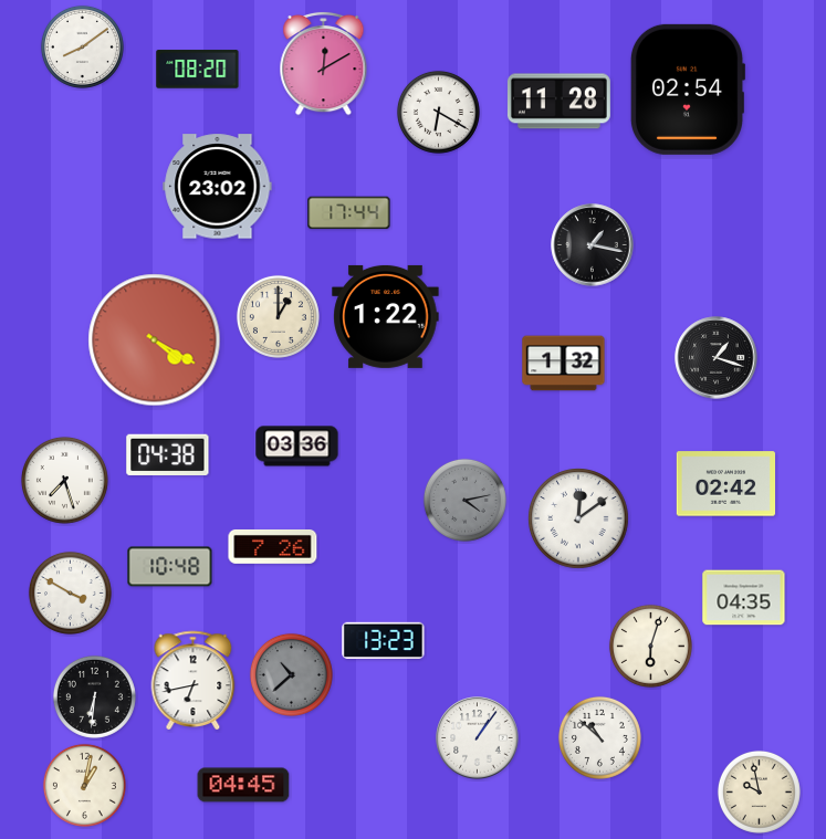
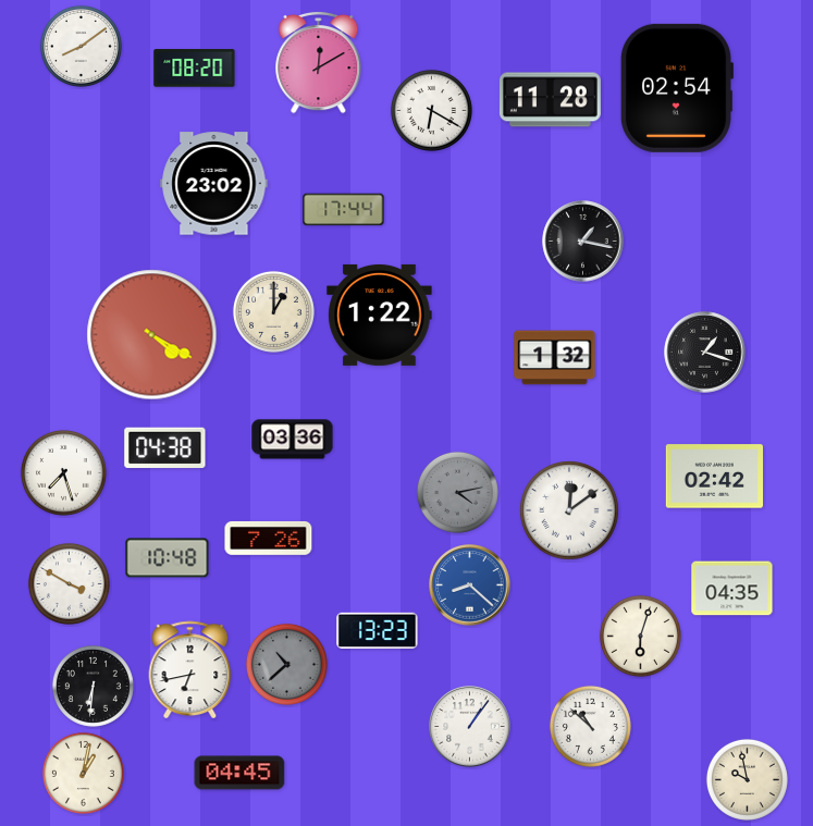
clock at (386, 316) position: (386, 316) -> (380, 315)
clock at (470, 585): none -> 8:22
